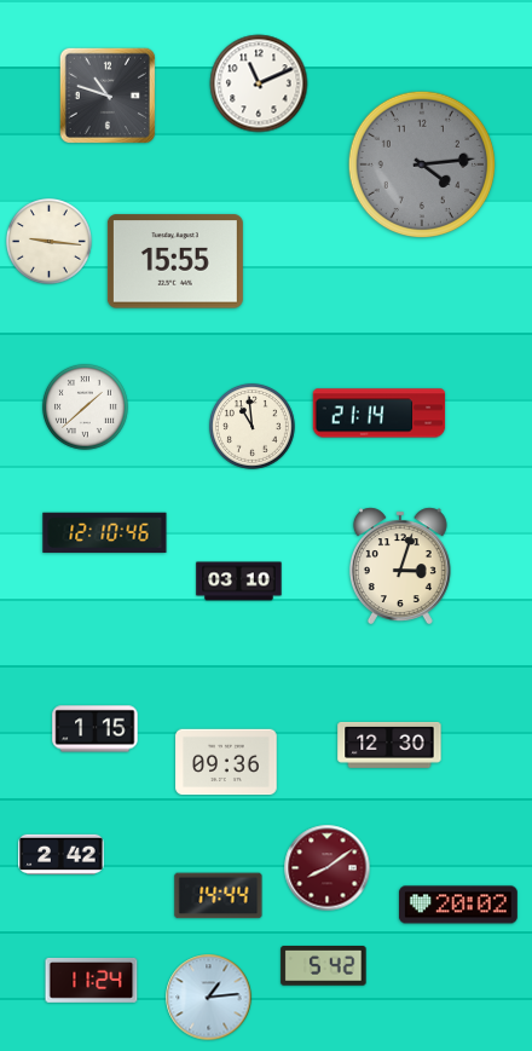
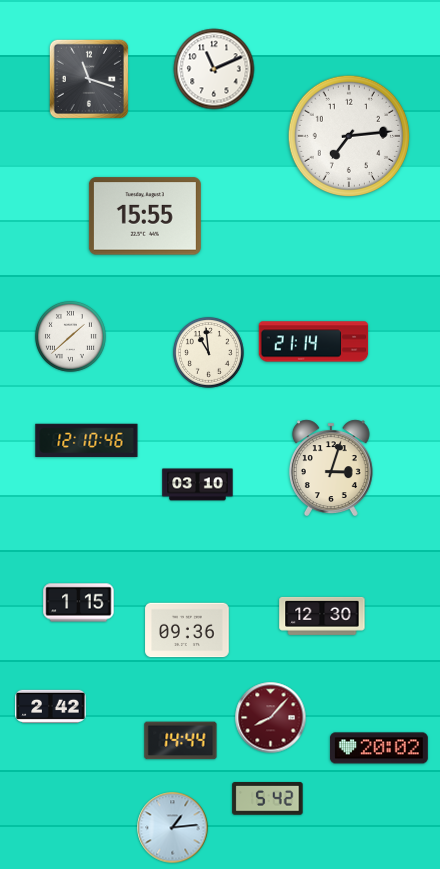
clock at (106, 94): 10:48 -> 11:18
clock at (421, 163): 4:14 -> 7:14
clock at (421, 163) dial: grey -> white
clock at (48, 241): 9:16 -> none
clock at (239, 582) position: (239, 582) -> (198, 485)
clock at (328, 868): 8:09 -> 8:07
clock at (92, 980): 11:24 -> none
clock at (209, 998) position: (209, 998) -> (173, 828)
